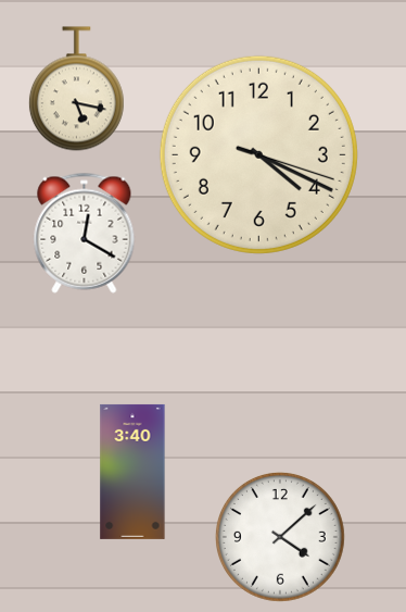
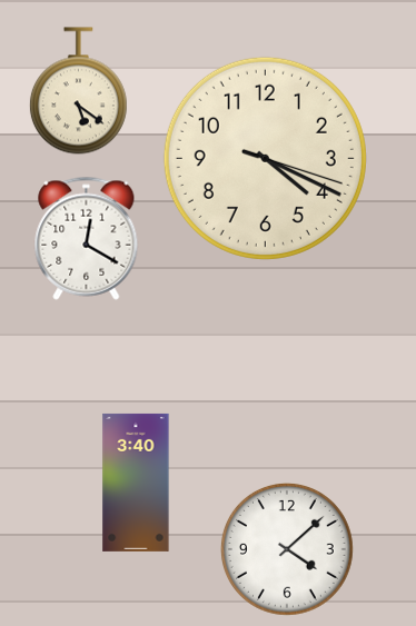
clock at (76, 89): 5:17 -> 5:21
